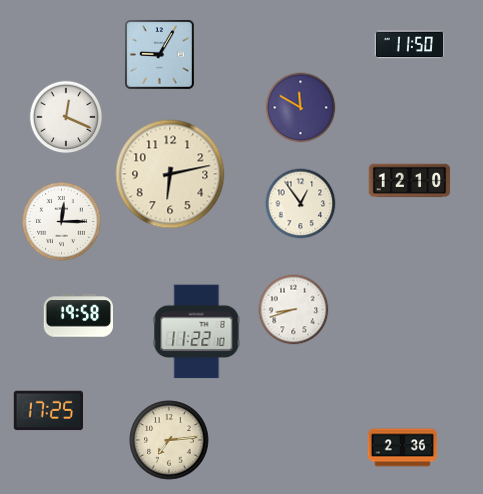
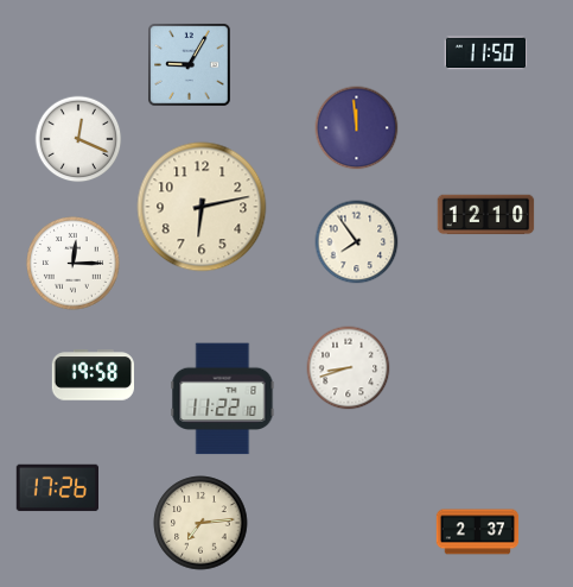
clock at (301, 108): 11:50 -> 11:59
clock at (301, 204): 12:54 -> 7:54
clock at (197, 332) position: (197, 332) -> (223, 399)
clock at (48, 411): 17:25 -> 17:26
clock at (403, 448): 2:36 -> 2:37
